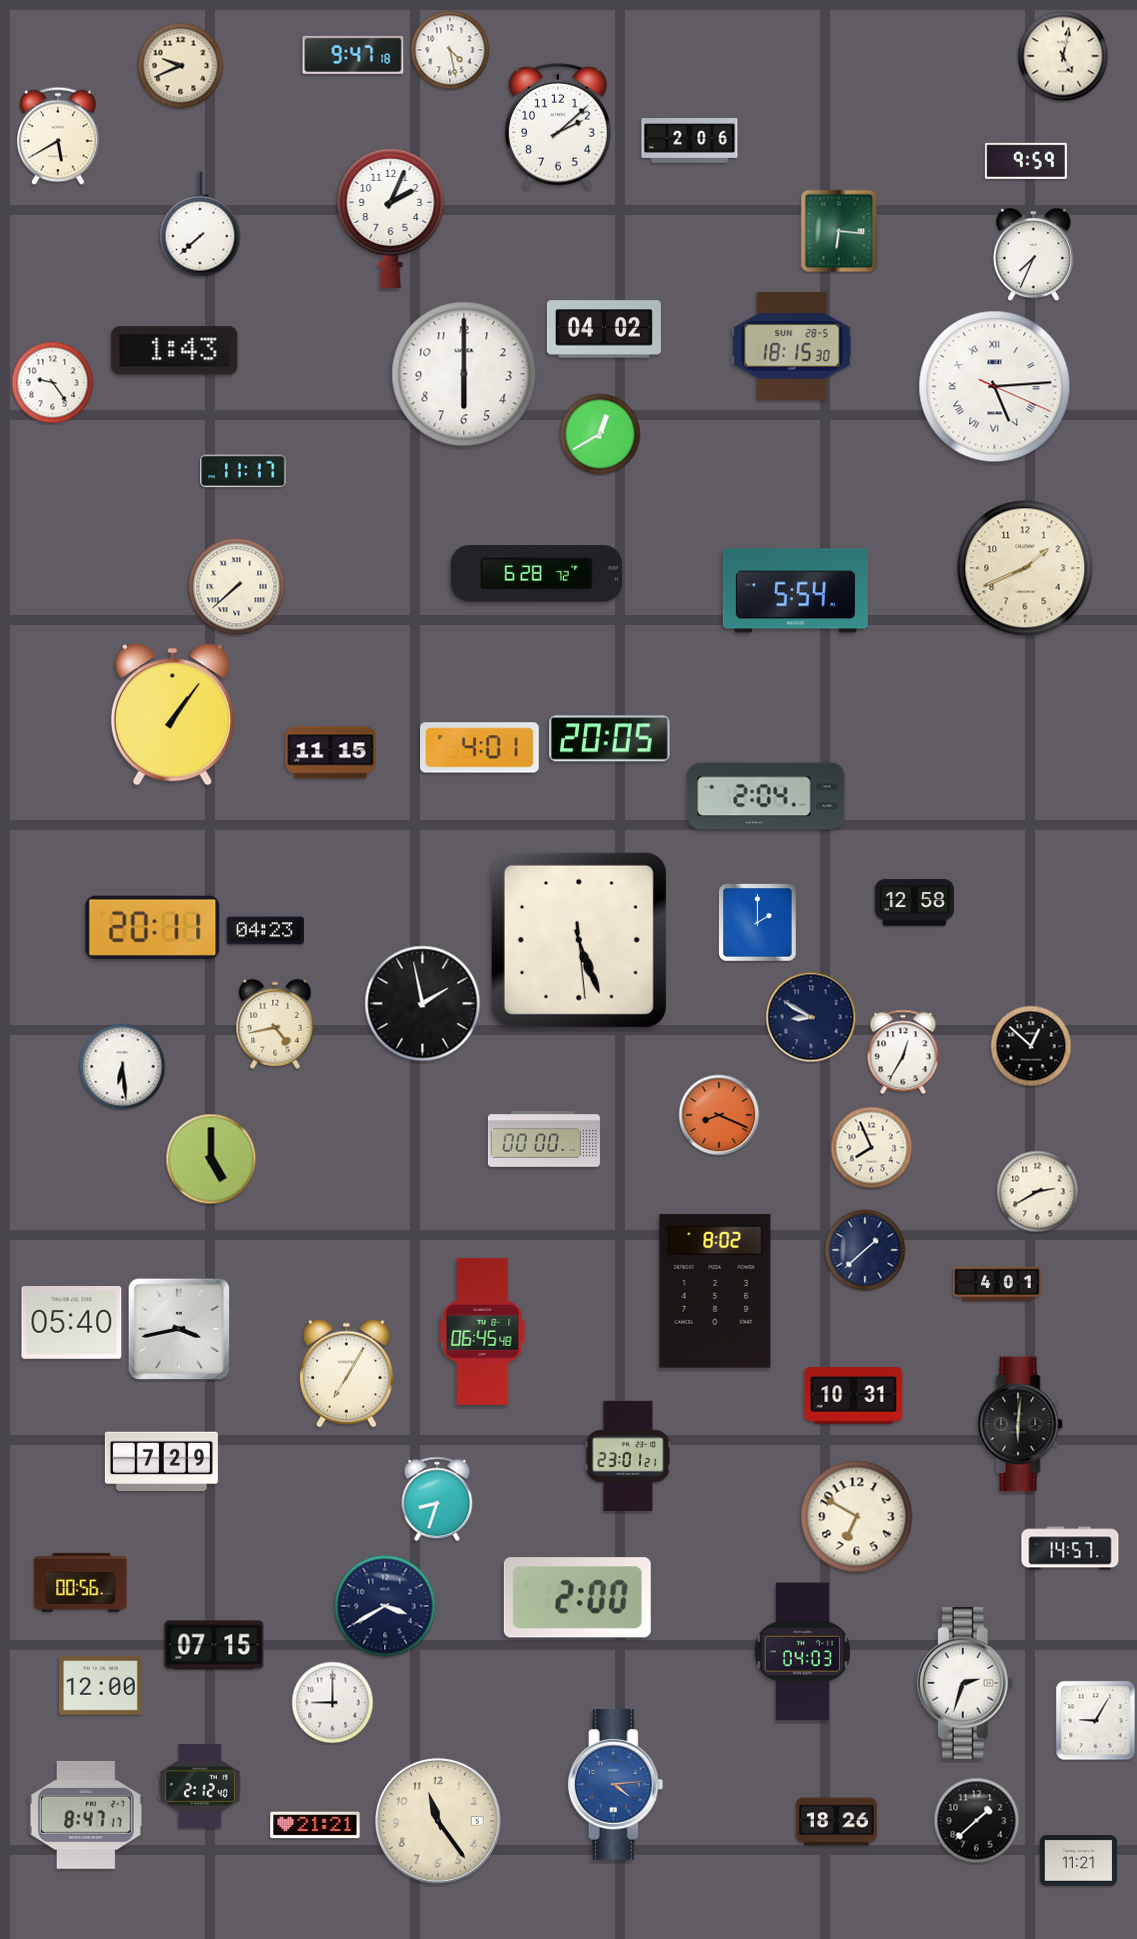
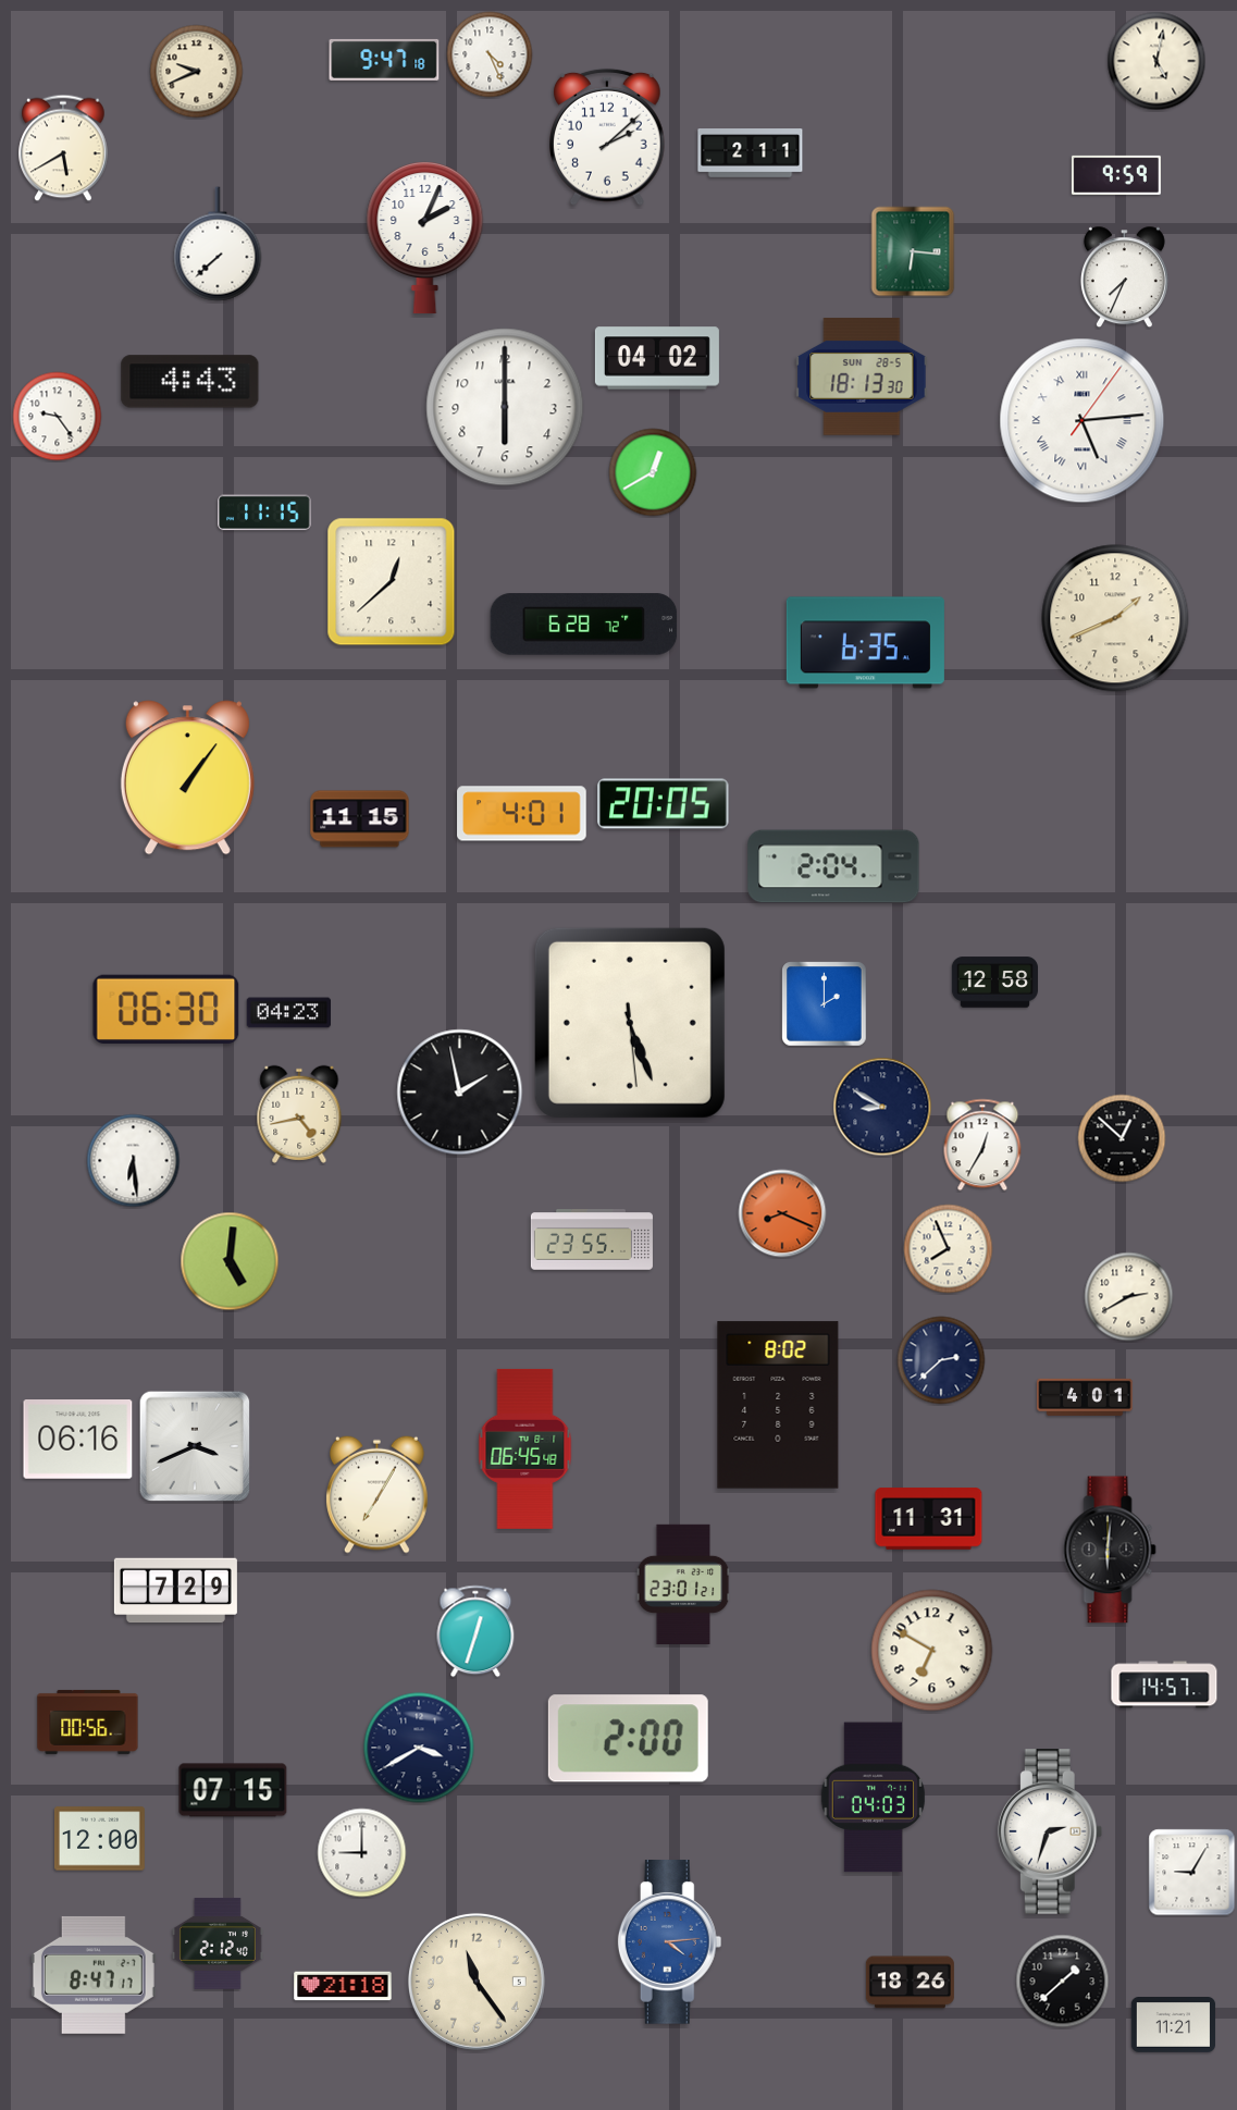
clock at (450, 50): 4:28 -> 4:26
clock at (690, 141): 2:06 -> 2:11
clock at (792, 346): 18:15 -> 18:13
clock at (175, 351): 1:43 -> 4:43
clock at (995, 387): 5:14:19 -> 5:14:06
clock at (243, 471): 11:17 -> 11:15
clock at (392, 582): none -> 12:38
clock at (237, 587): 7:38 -> none
clock at (795, 591): 5:54 -> 6:35
clock at (153, 927): 20:11 -> 06:30
clock at (544, 1139): 00:00 -> 23:55
clock at (211, 1159): 5:00 -> 5:01
clock at (865, 1250): 1:38 -> 2:38
clock at (72, 1323): 05:40 -> 06:16
clock at (179, 1329): 3:43 -> 3:41
clock at (854, 1396): 10:31 -> 11:31
clock at (437, 1499): 8:33 -> 12:33
clock at (100, 1686) position: (100, 1686) -> (99, 1839)
clock at (315, 1825): 21:21 -> 21:18
